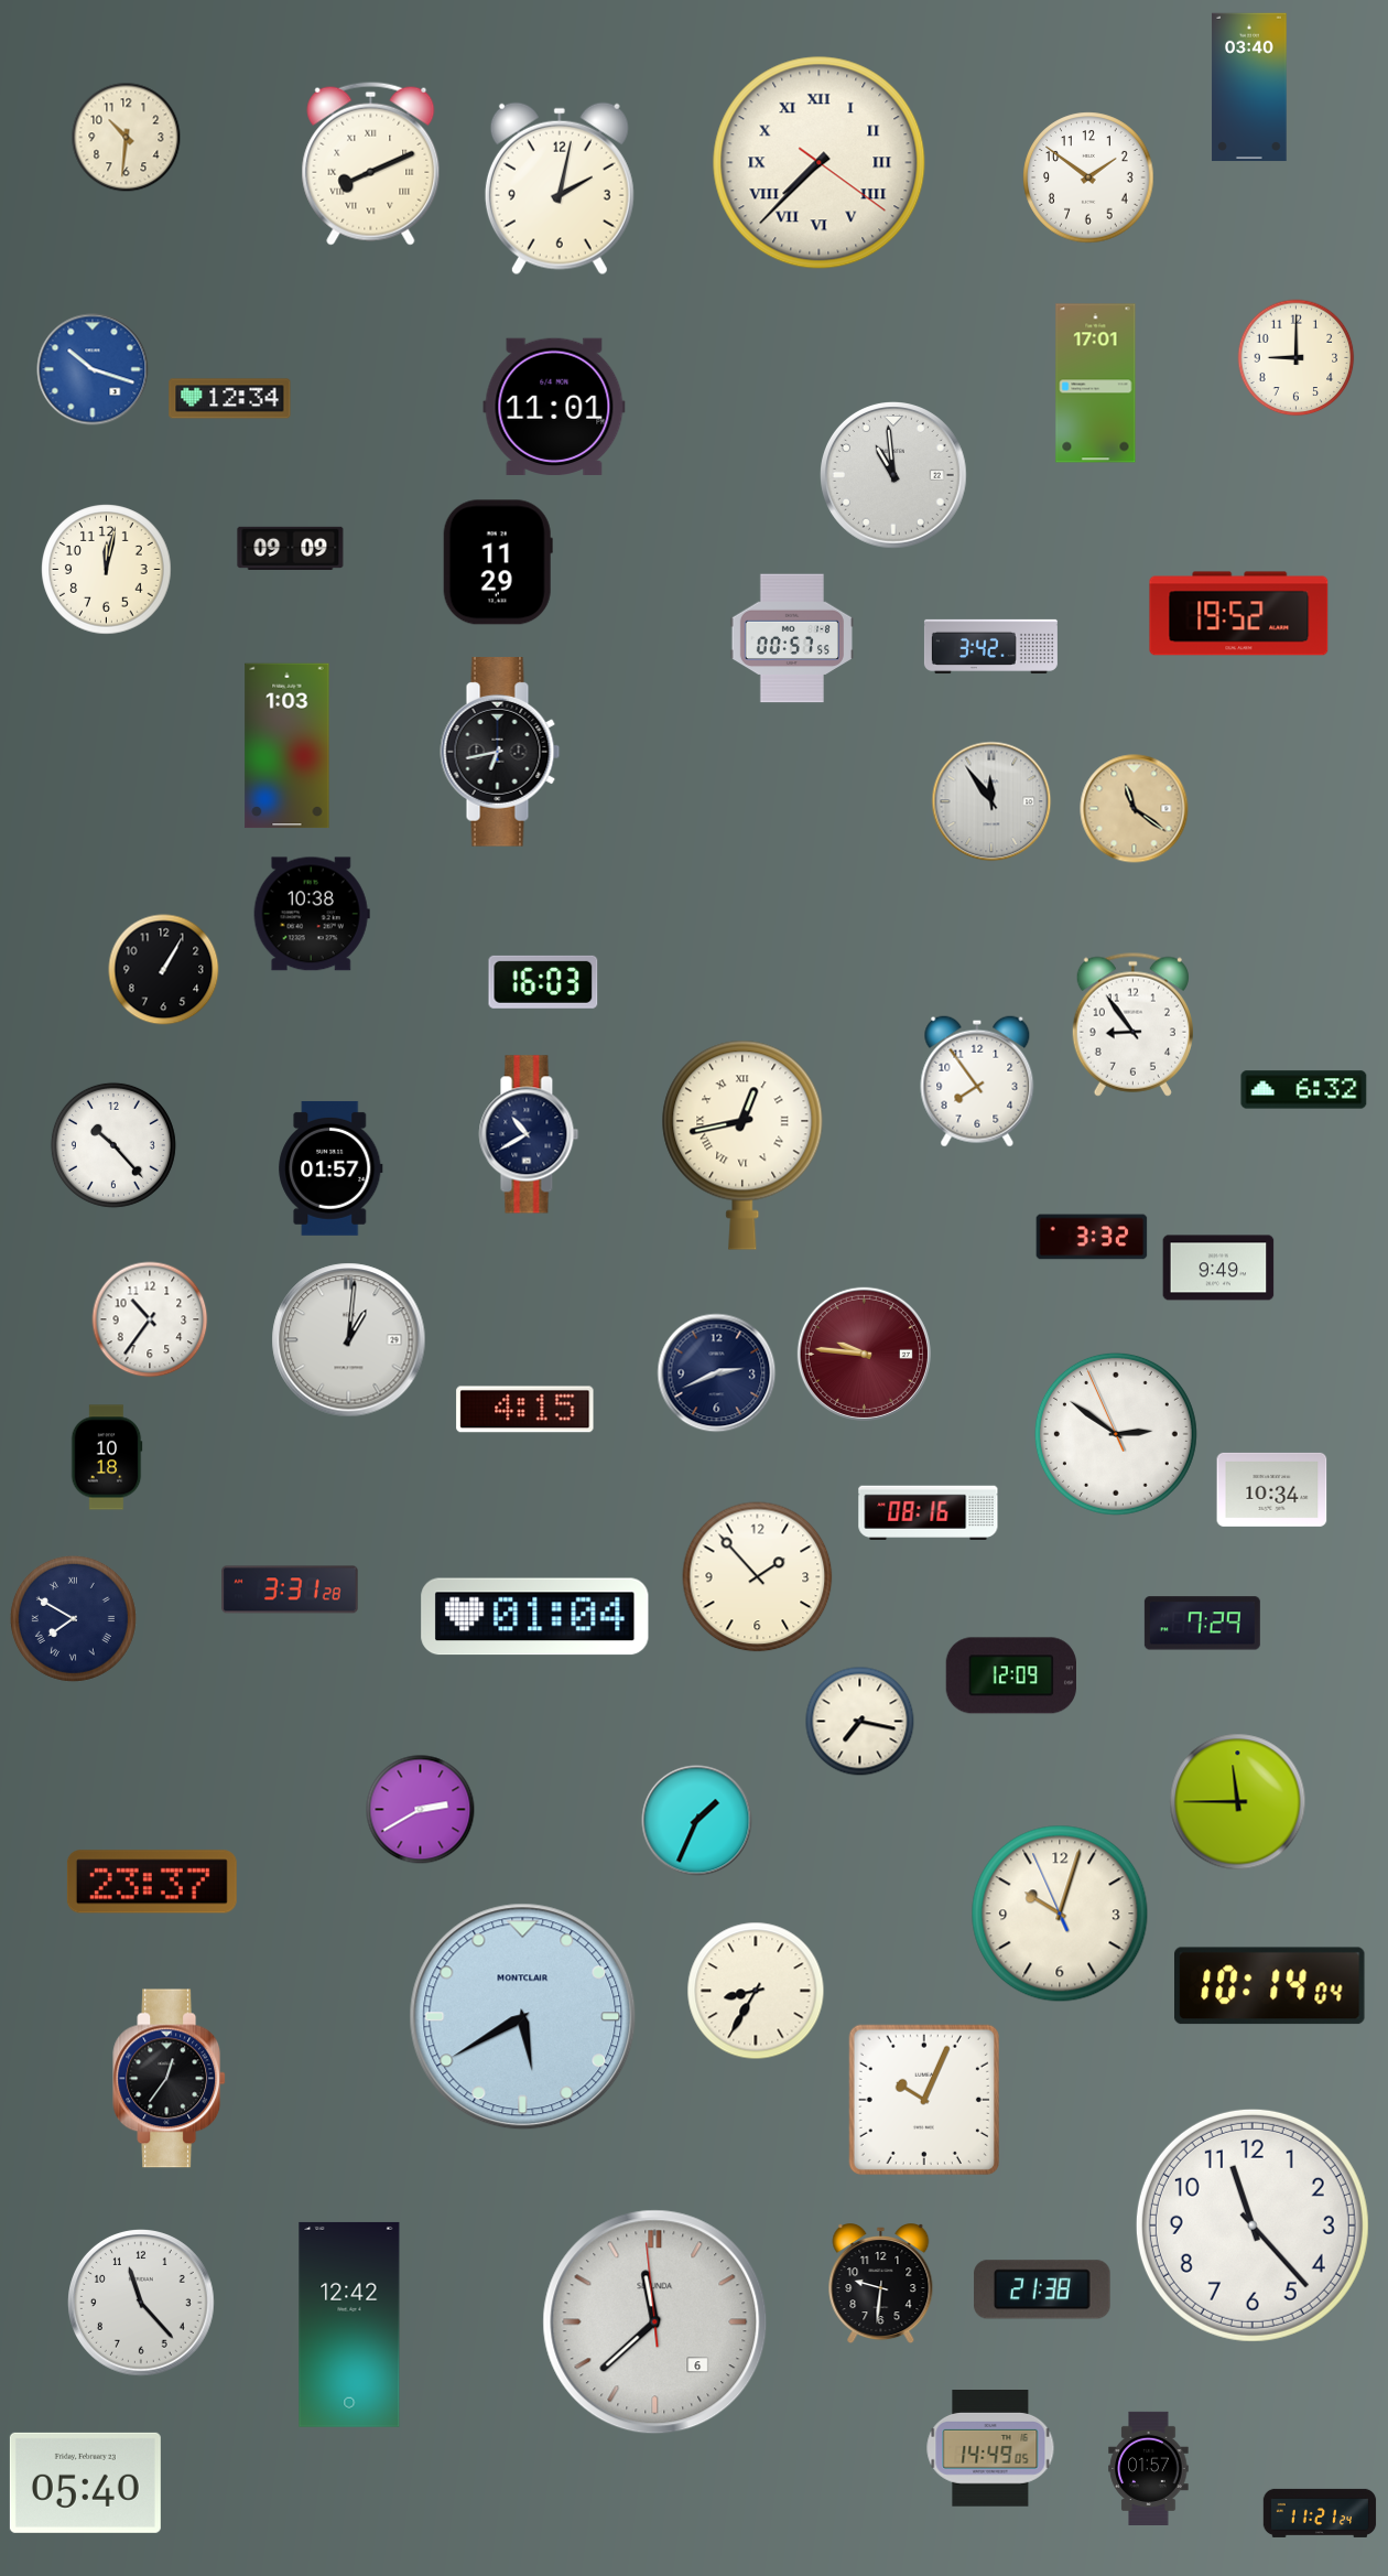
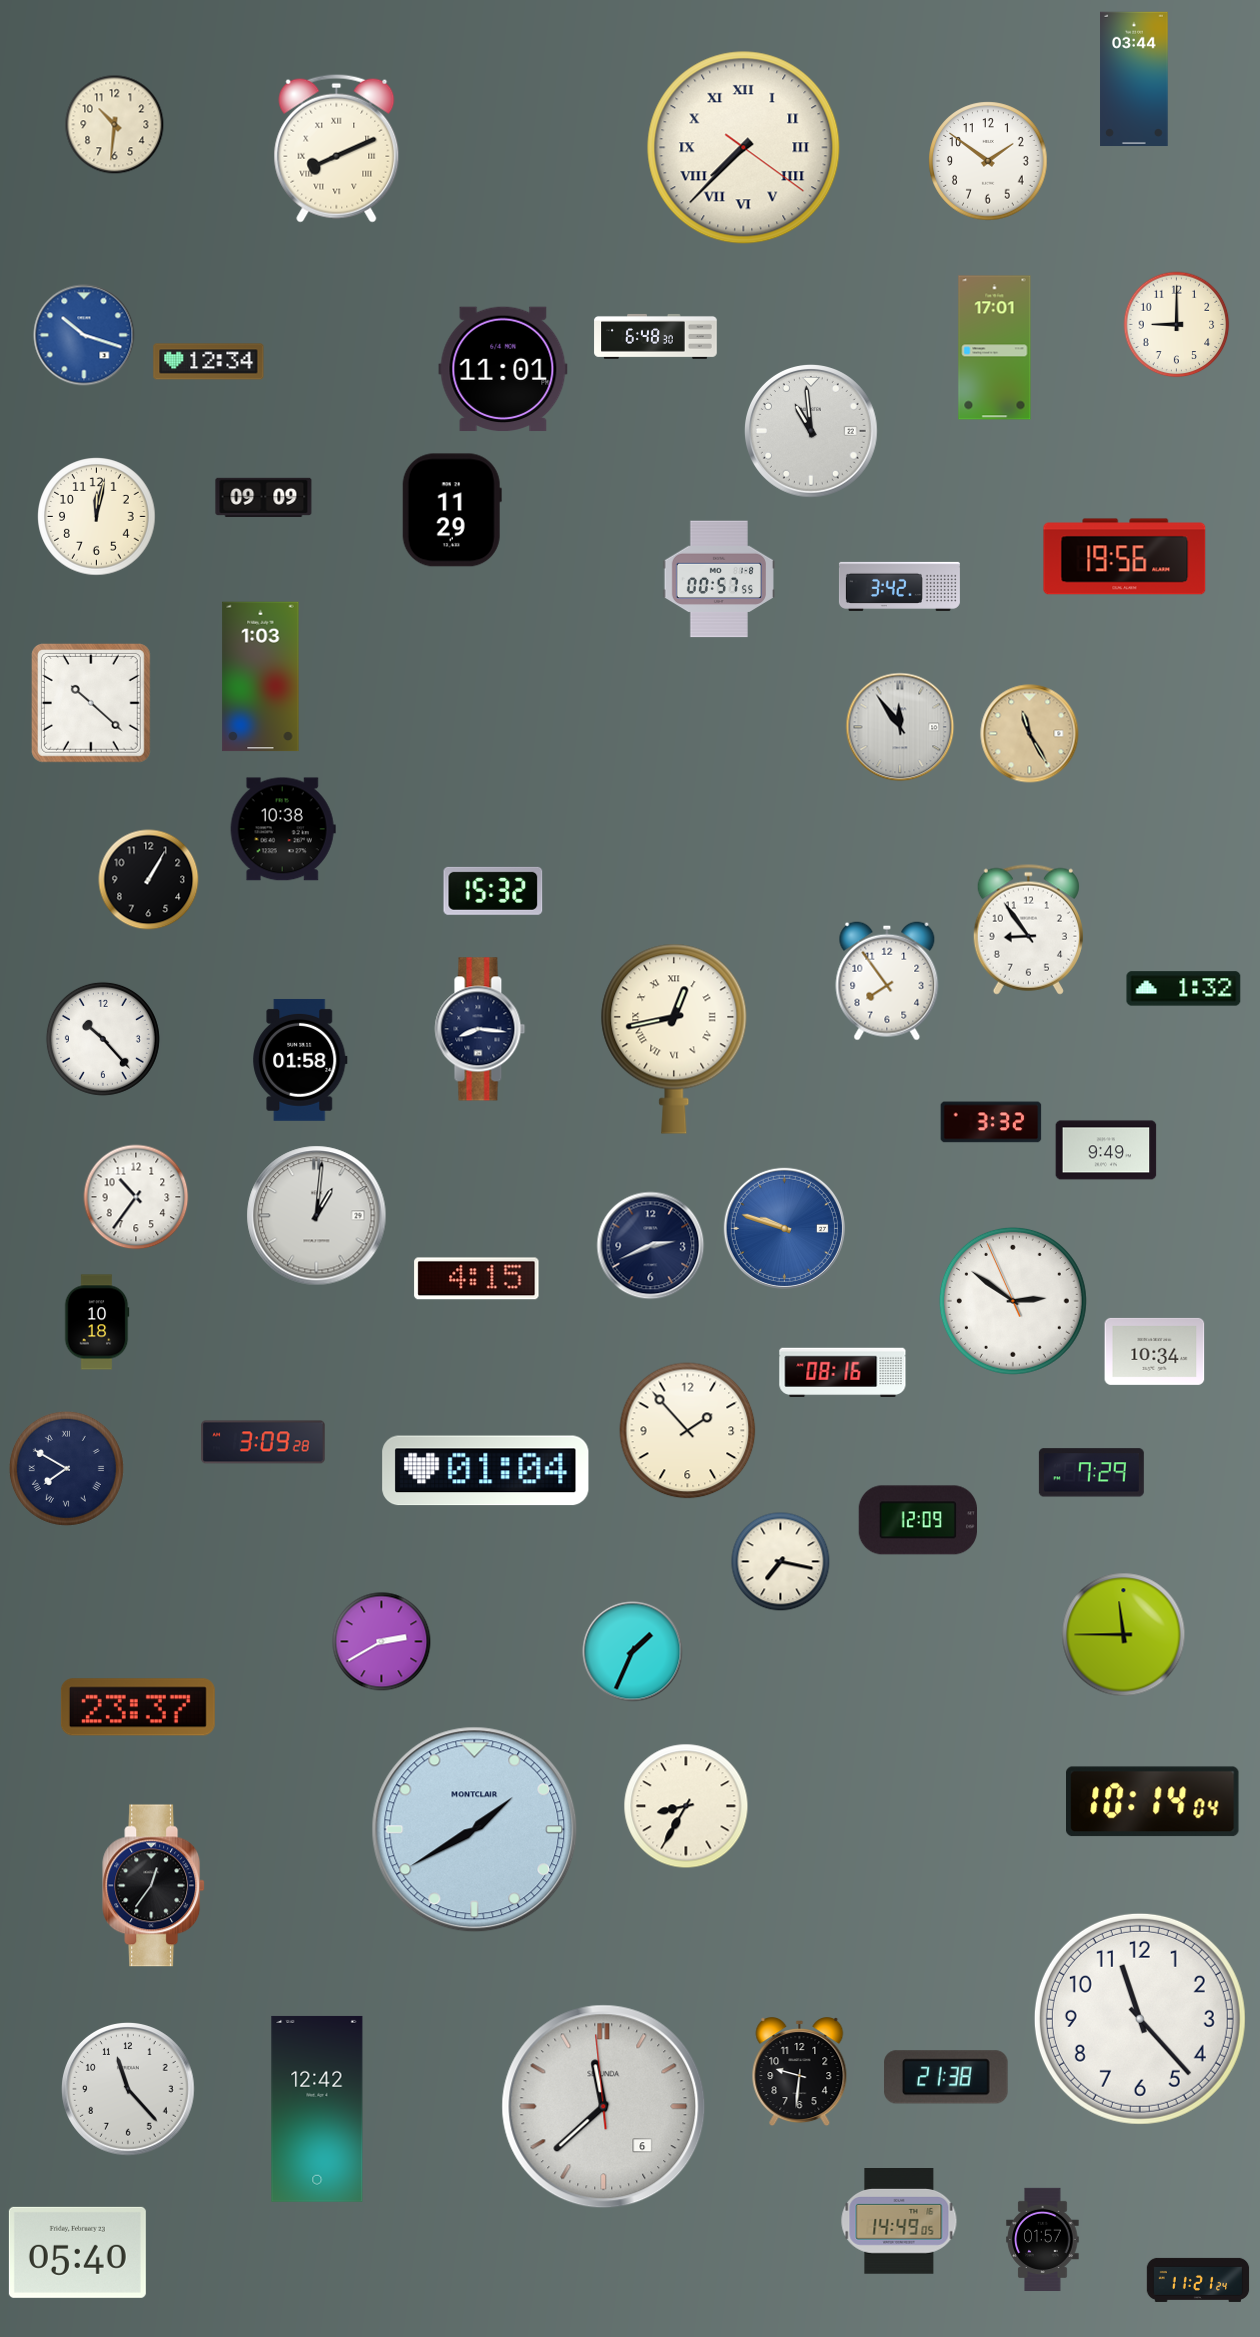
clock at (1249, 87): 03:40 -> 03:44
clock at (560, 188): 2:02 -> none
clock at (656, 337): none -> 6:48
clock at (1239, 614): 19:52 -> 19:56
clock at (500, 752): 6:43 -> none
clock at (91, 703): none -> 10:22
clock at (1135, 809): 11:21 -> 11:25
clock at (543, 982): 16:03 -> 15:32
clock at (1304, 1090): 6:32 -> 1:32
clock at (529, 1134): 10:40 -> 8:16
clock at (330, 1168): 01:57 -> 01:58
clock at (864, 1354): 9:46 -> 9:48
clock at (864, 1354) dial: burgundy -> blue
clock at (290, 1589): 3:31 -> 3:09
clock at (535, 1617) position: (535, 1617) -> (486, 1471)
clock at (1060, 1914): 10:02 -> none
clock at (523, 2017): 5:40 -> 1:40
clock at (924, 2100): 10:04 -> none
clock at (1253, 2225) position: (1253, 2225) -> (1140, 2019)
clock at (655, 2322) position: (655, 2322) -> (604, 2107)
